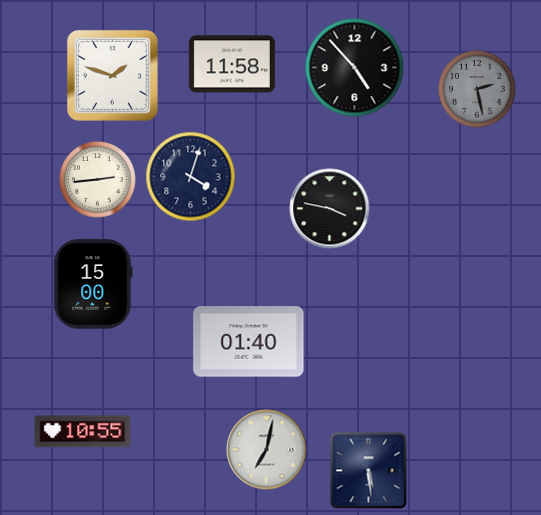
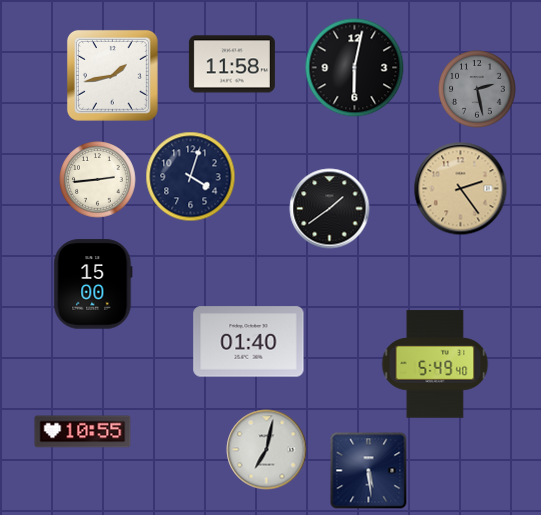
clock at (355, 68): 4:53 -> 6:02
clock at (112, 75): 1:48 -> 1:43
clock at (461, 189): none -> 2:24
clock at (330, 209): 3:47 -> 1:39
clock at (435, 364): none -> 5:49
